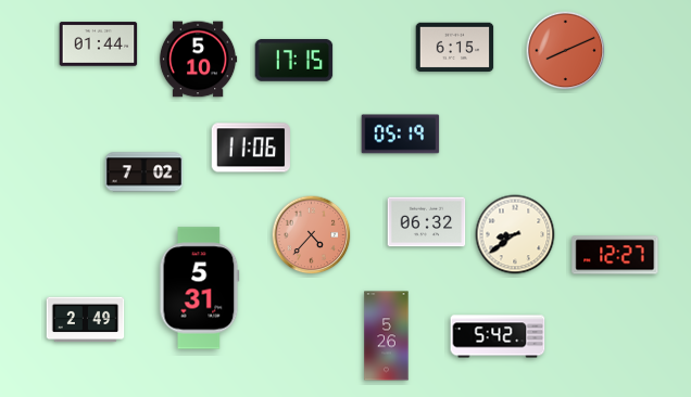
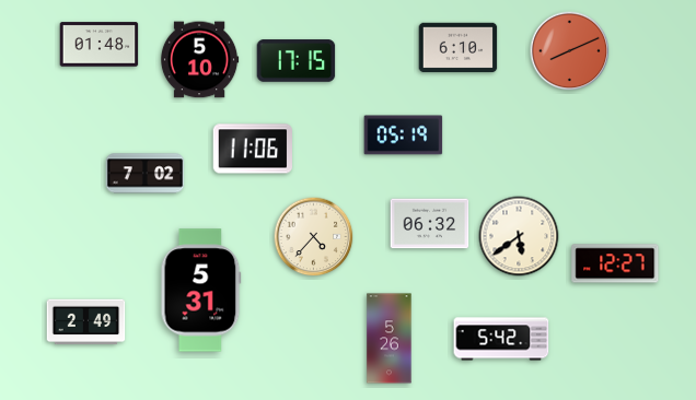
clock at (99, 44): 01:44 -> 01:48
clock at (455, 48): 6:15 -> 6:10
clock at (515, 234): 8:39 -> 5:39
clock at (312, 235) dial: salmon -> cream
clock at (615, 255) position: (615, 255) -> (615, 263)
